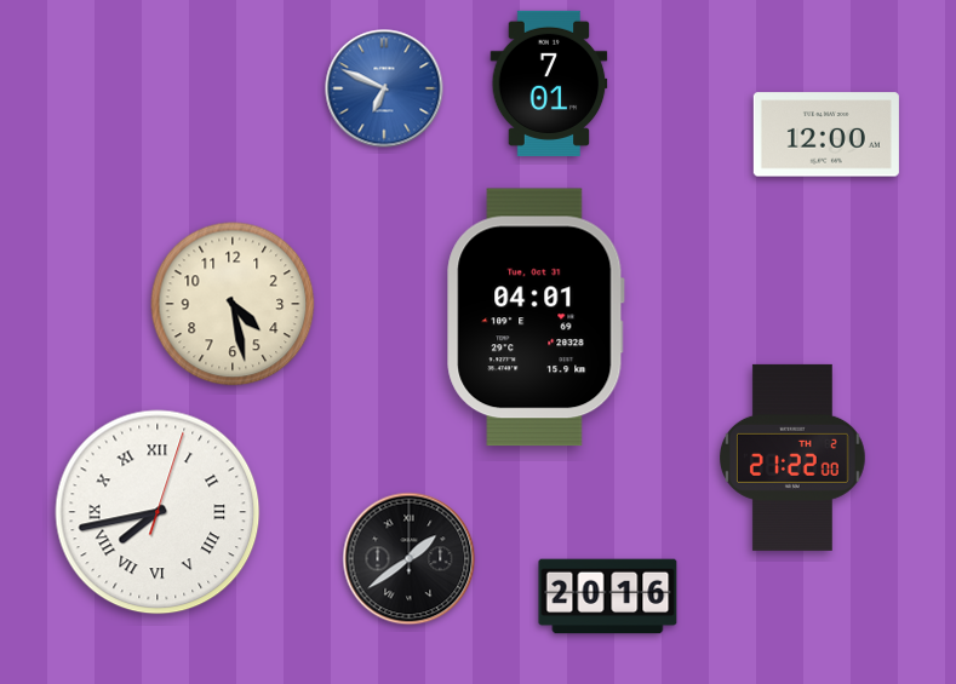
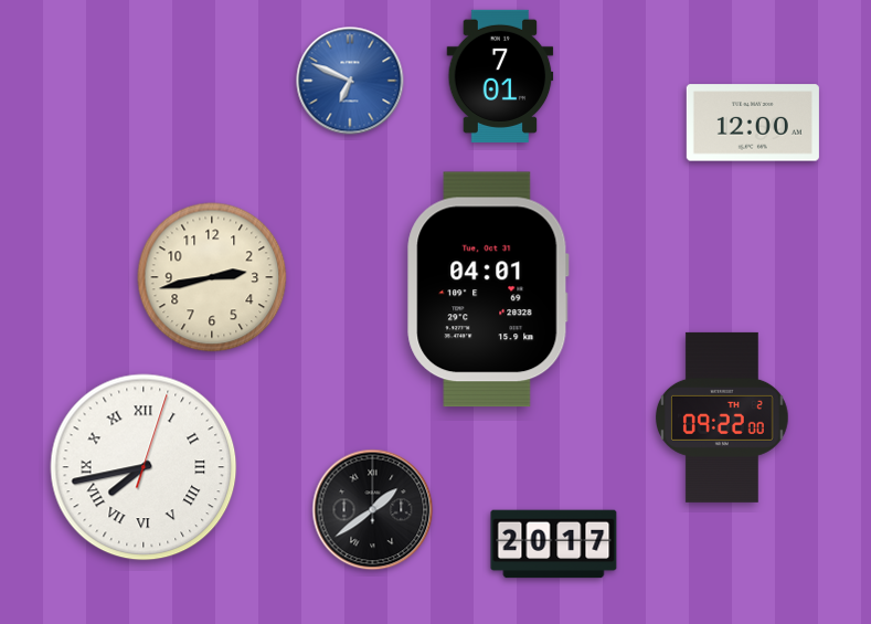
clock at (233, 304): 4:28 -> 2:43
clock at (794, 458): 21:22 -> 09:22
clock at (608, 597): 20:16 -> 20:17
